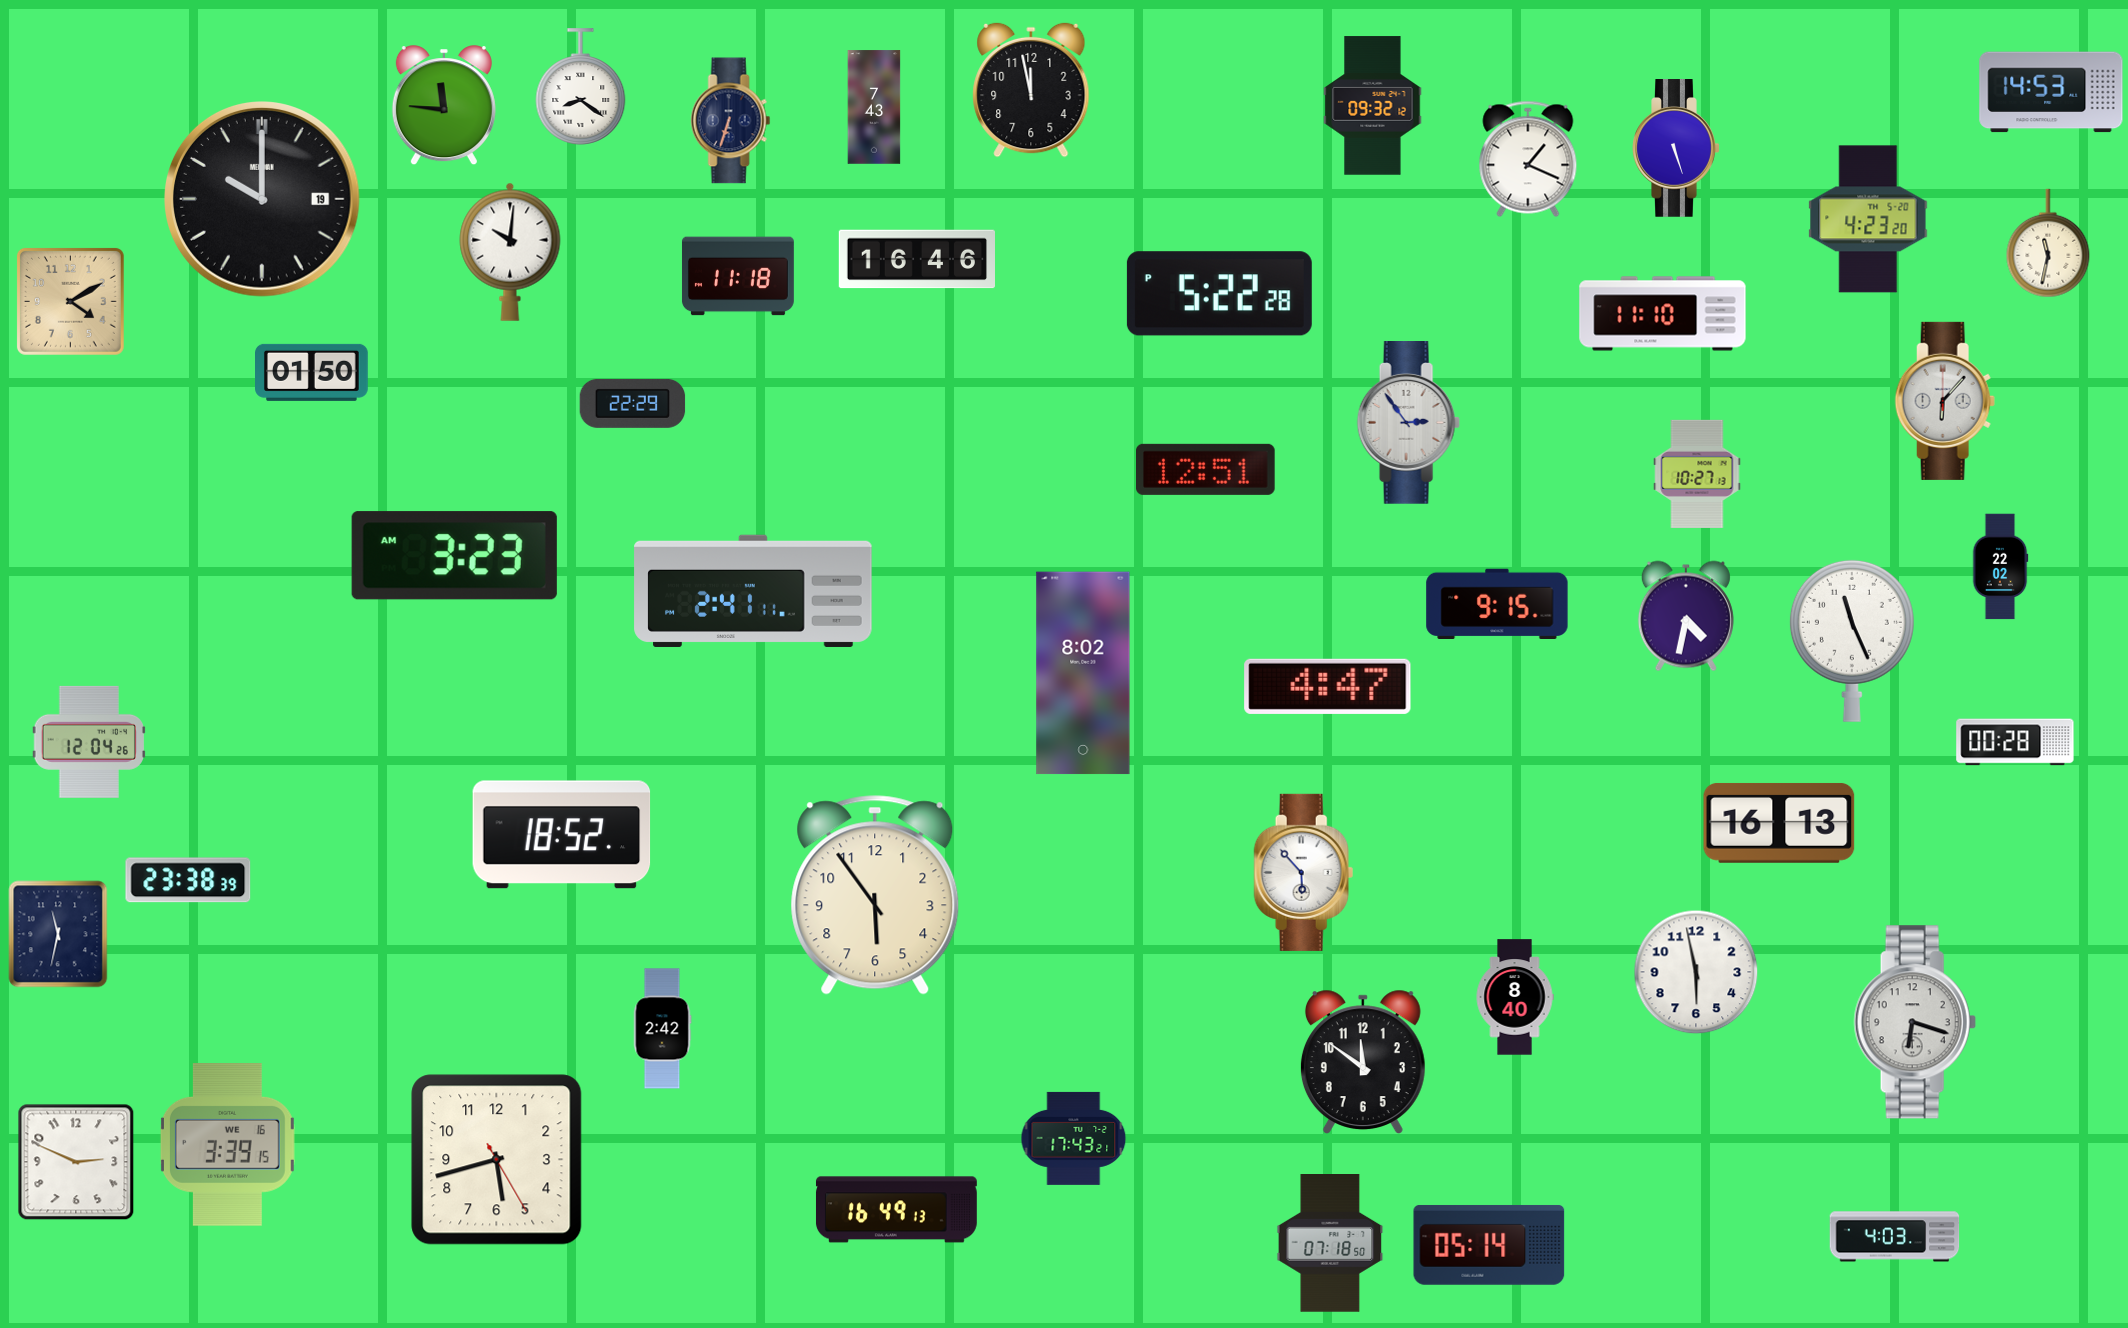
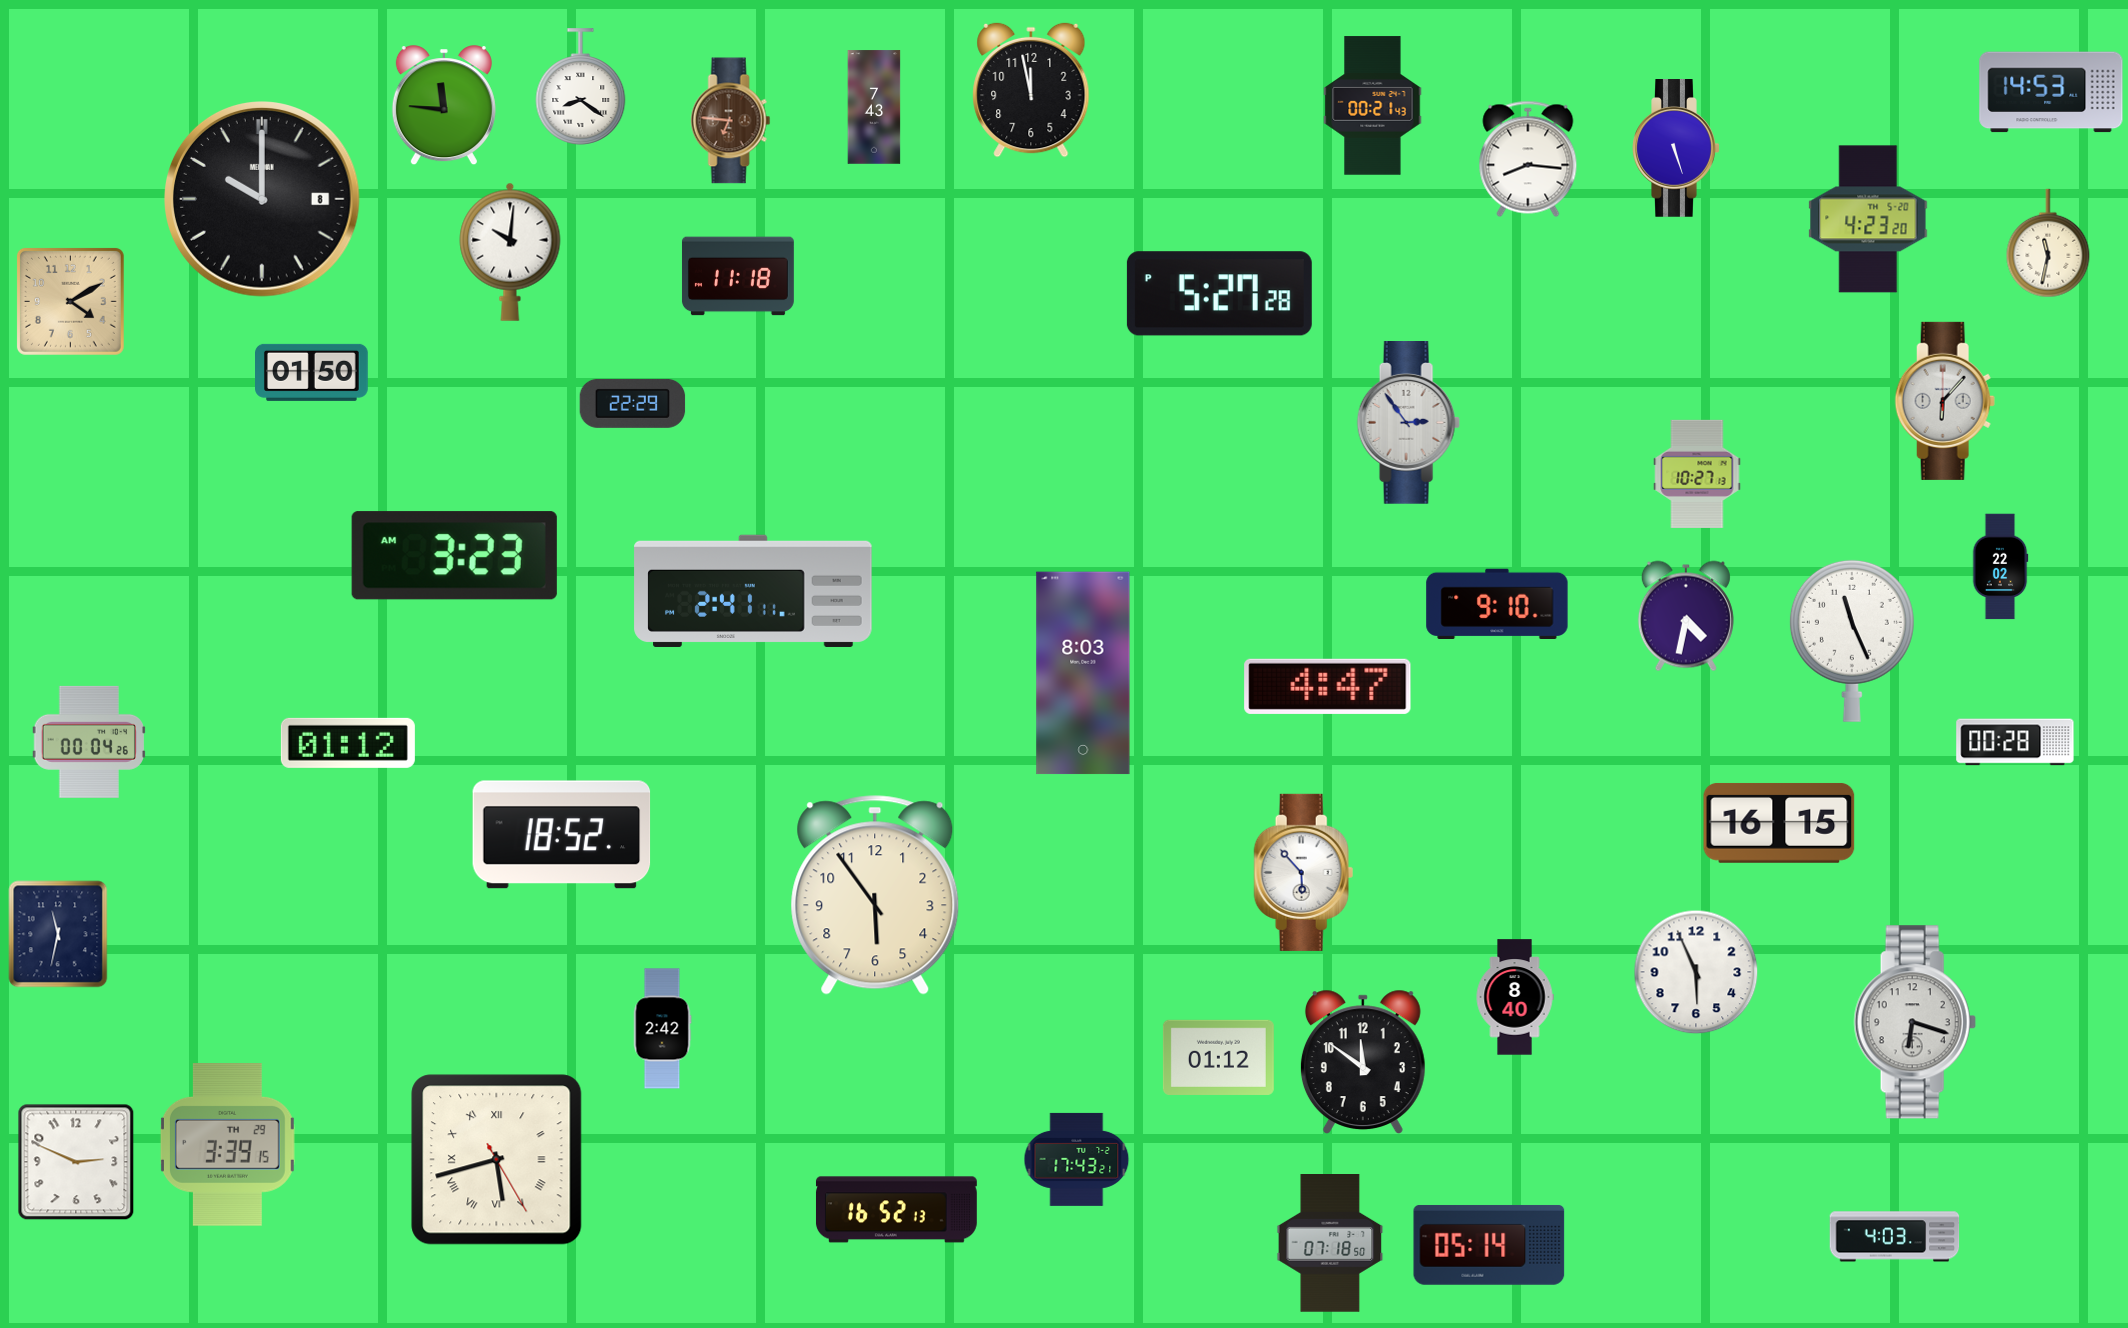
clock at (1373, 106): 09:32 -> 00:21
clock at (731, 121): 6:33 -> 6:46
clock at (731, 121) dial: navy -> brown
clock at (1528, 159): 1:19 -> 8:16
clock at (263, 200) date: 19 -> 8
clock at (916, 259): 16:46 -> none
clock at (1219, 294): 5:22 -> 5:27
clock at (1663, 314): 11:10 -> none
clock at (1206, 469): 12:51 -> none
clock at (1497, 603): 9:15 -> 9:10
clock at (1083, 673): 8:02 -> 8:03
clock at (88, 742): 12:04 -> 00:04
clock at (348, 743): none -> 01:12
clock at (1779, 823): 16:13 -> 16:15
clock at (188, 880): 23:38 -> none
clock at (1696, 972): 5:58 -> 5:56
clock at (1218, 1057): none -> 01:12
clock at (1074, 1138) position: (1074, 1138) -> (1077, 1159)
clock at (227, 1145) date: WE 16 -> TH 29
clock at (497, 1160) numerals: Arabic -> Roman
clock at (896, 1210): 16:49 -> 16:52
